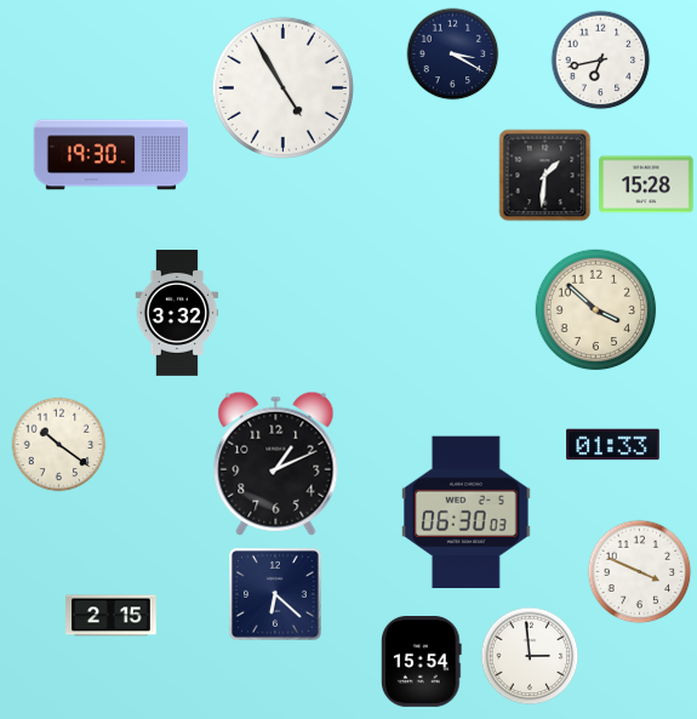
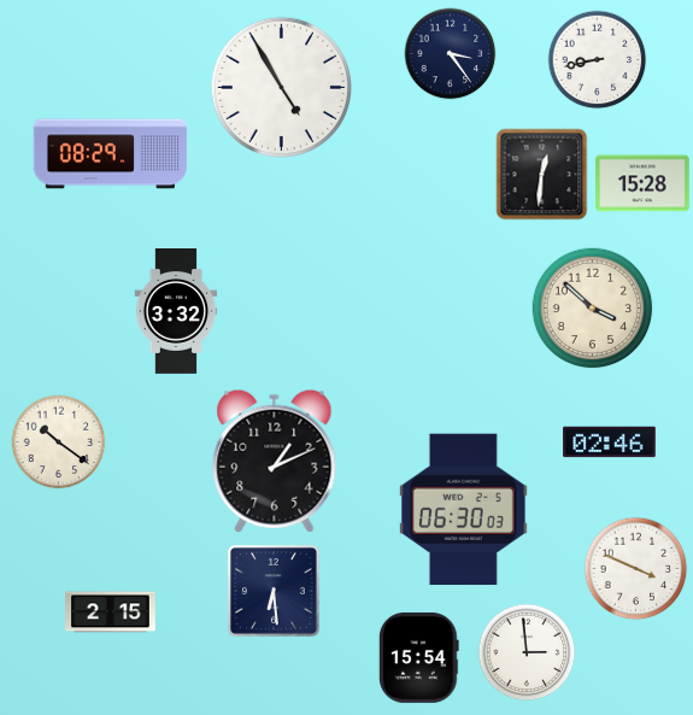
clock at (453, 55): 3:20 -> 3:24
clock at (601, 61): 6:43 -> 8:43
clock at (112, 155): 19:30 -> 08:29
clock at (545, 176): 1:31 -> 12:31
clock at (613, 445): 01:33 -> 02:46
clock at (276, 595): 6:22 -> 6:29
